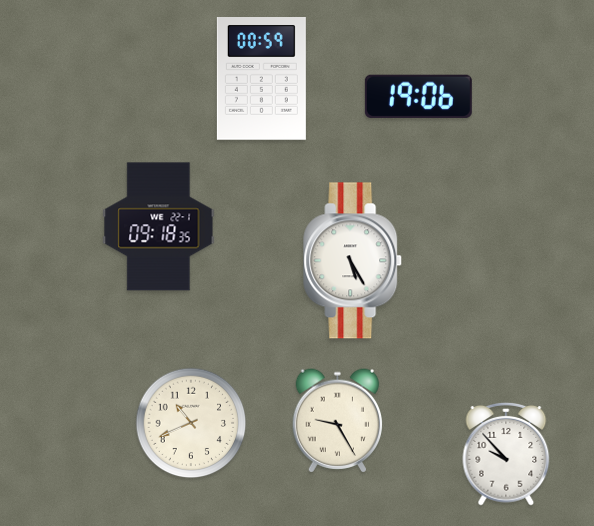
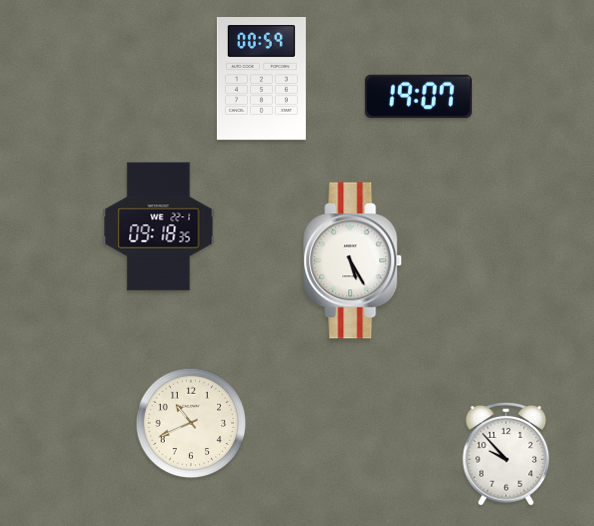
clock at (418, 96): 19:06 -> 19:07
clock at (337, 421): 9:25 -> none
